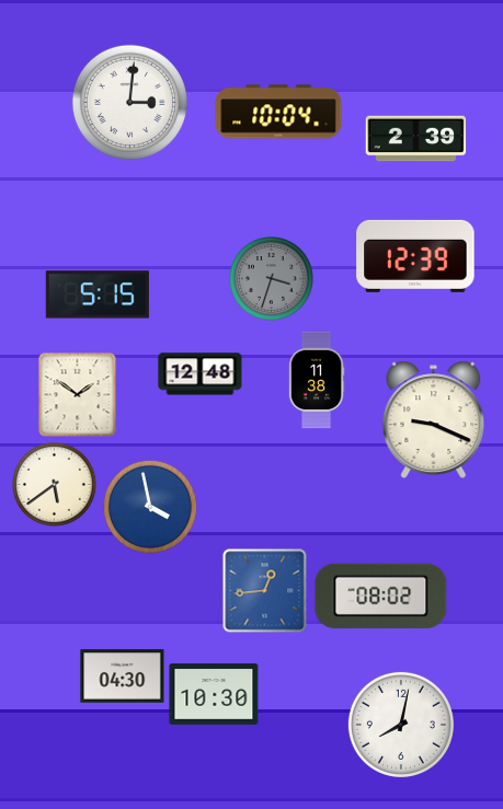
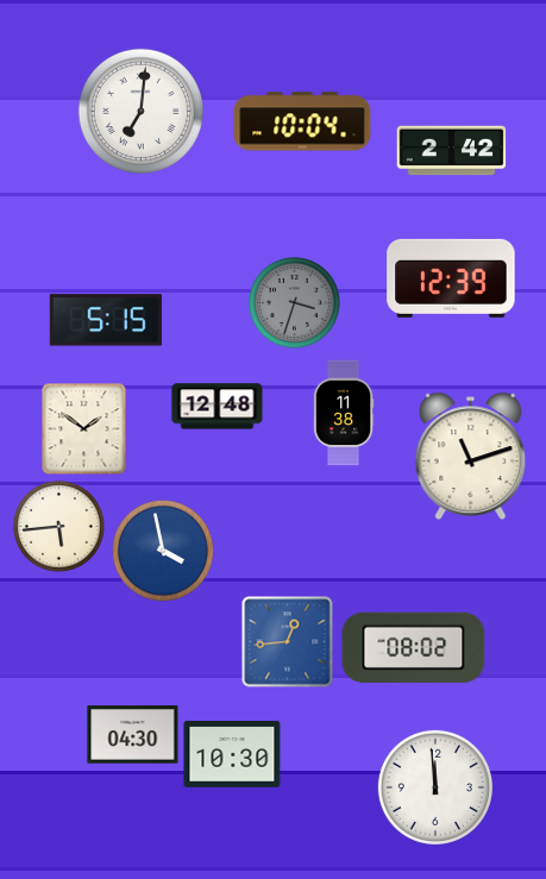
clock at (129, 102): 3:01 -> 7:01
clock at (416, 139): 2:39 -> 2:42
clock at (434, 419): 9:19 -> 11:12
clock at (55, 485): 5:39 -> 5:44
clock at (401, 725): 8:02 -> 11:59
